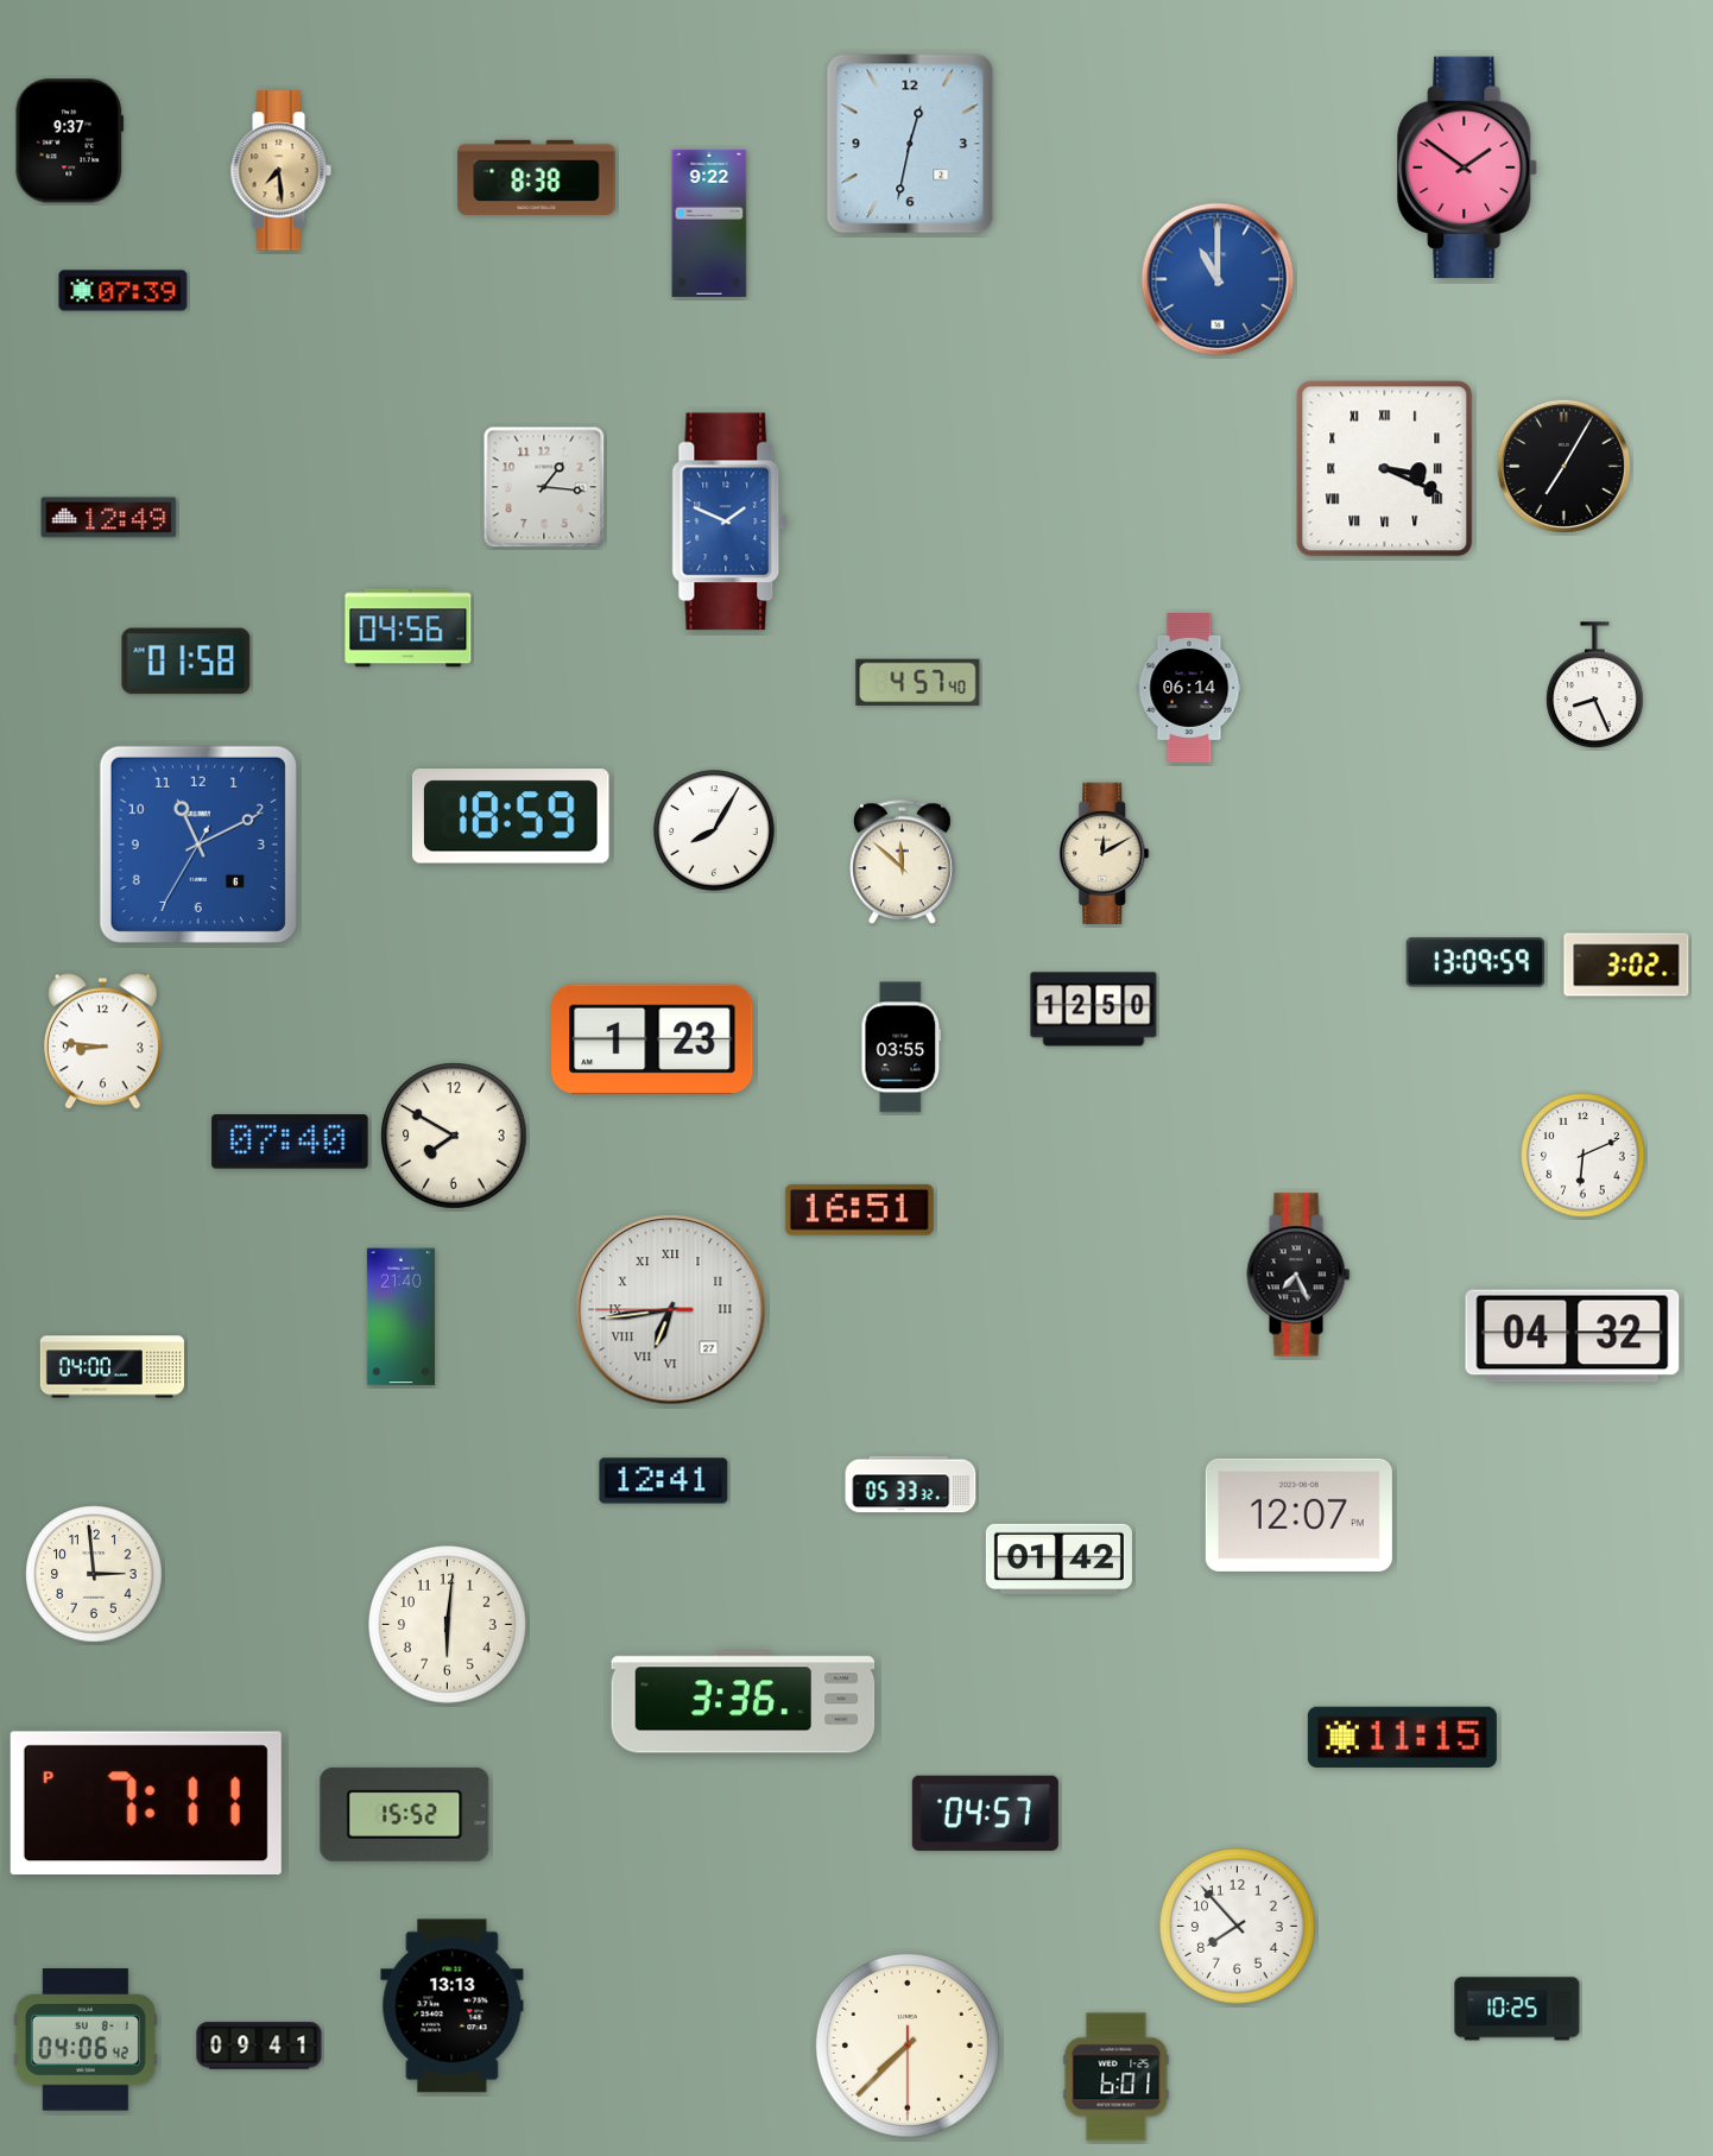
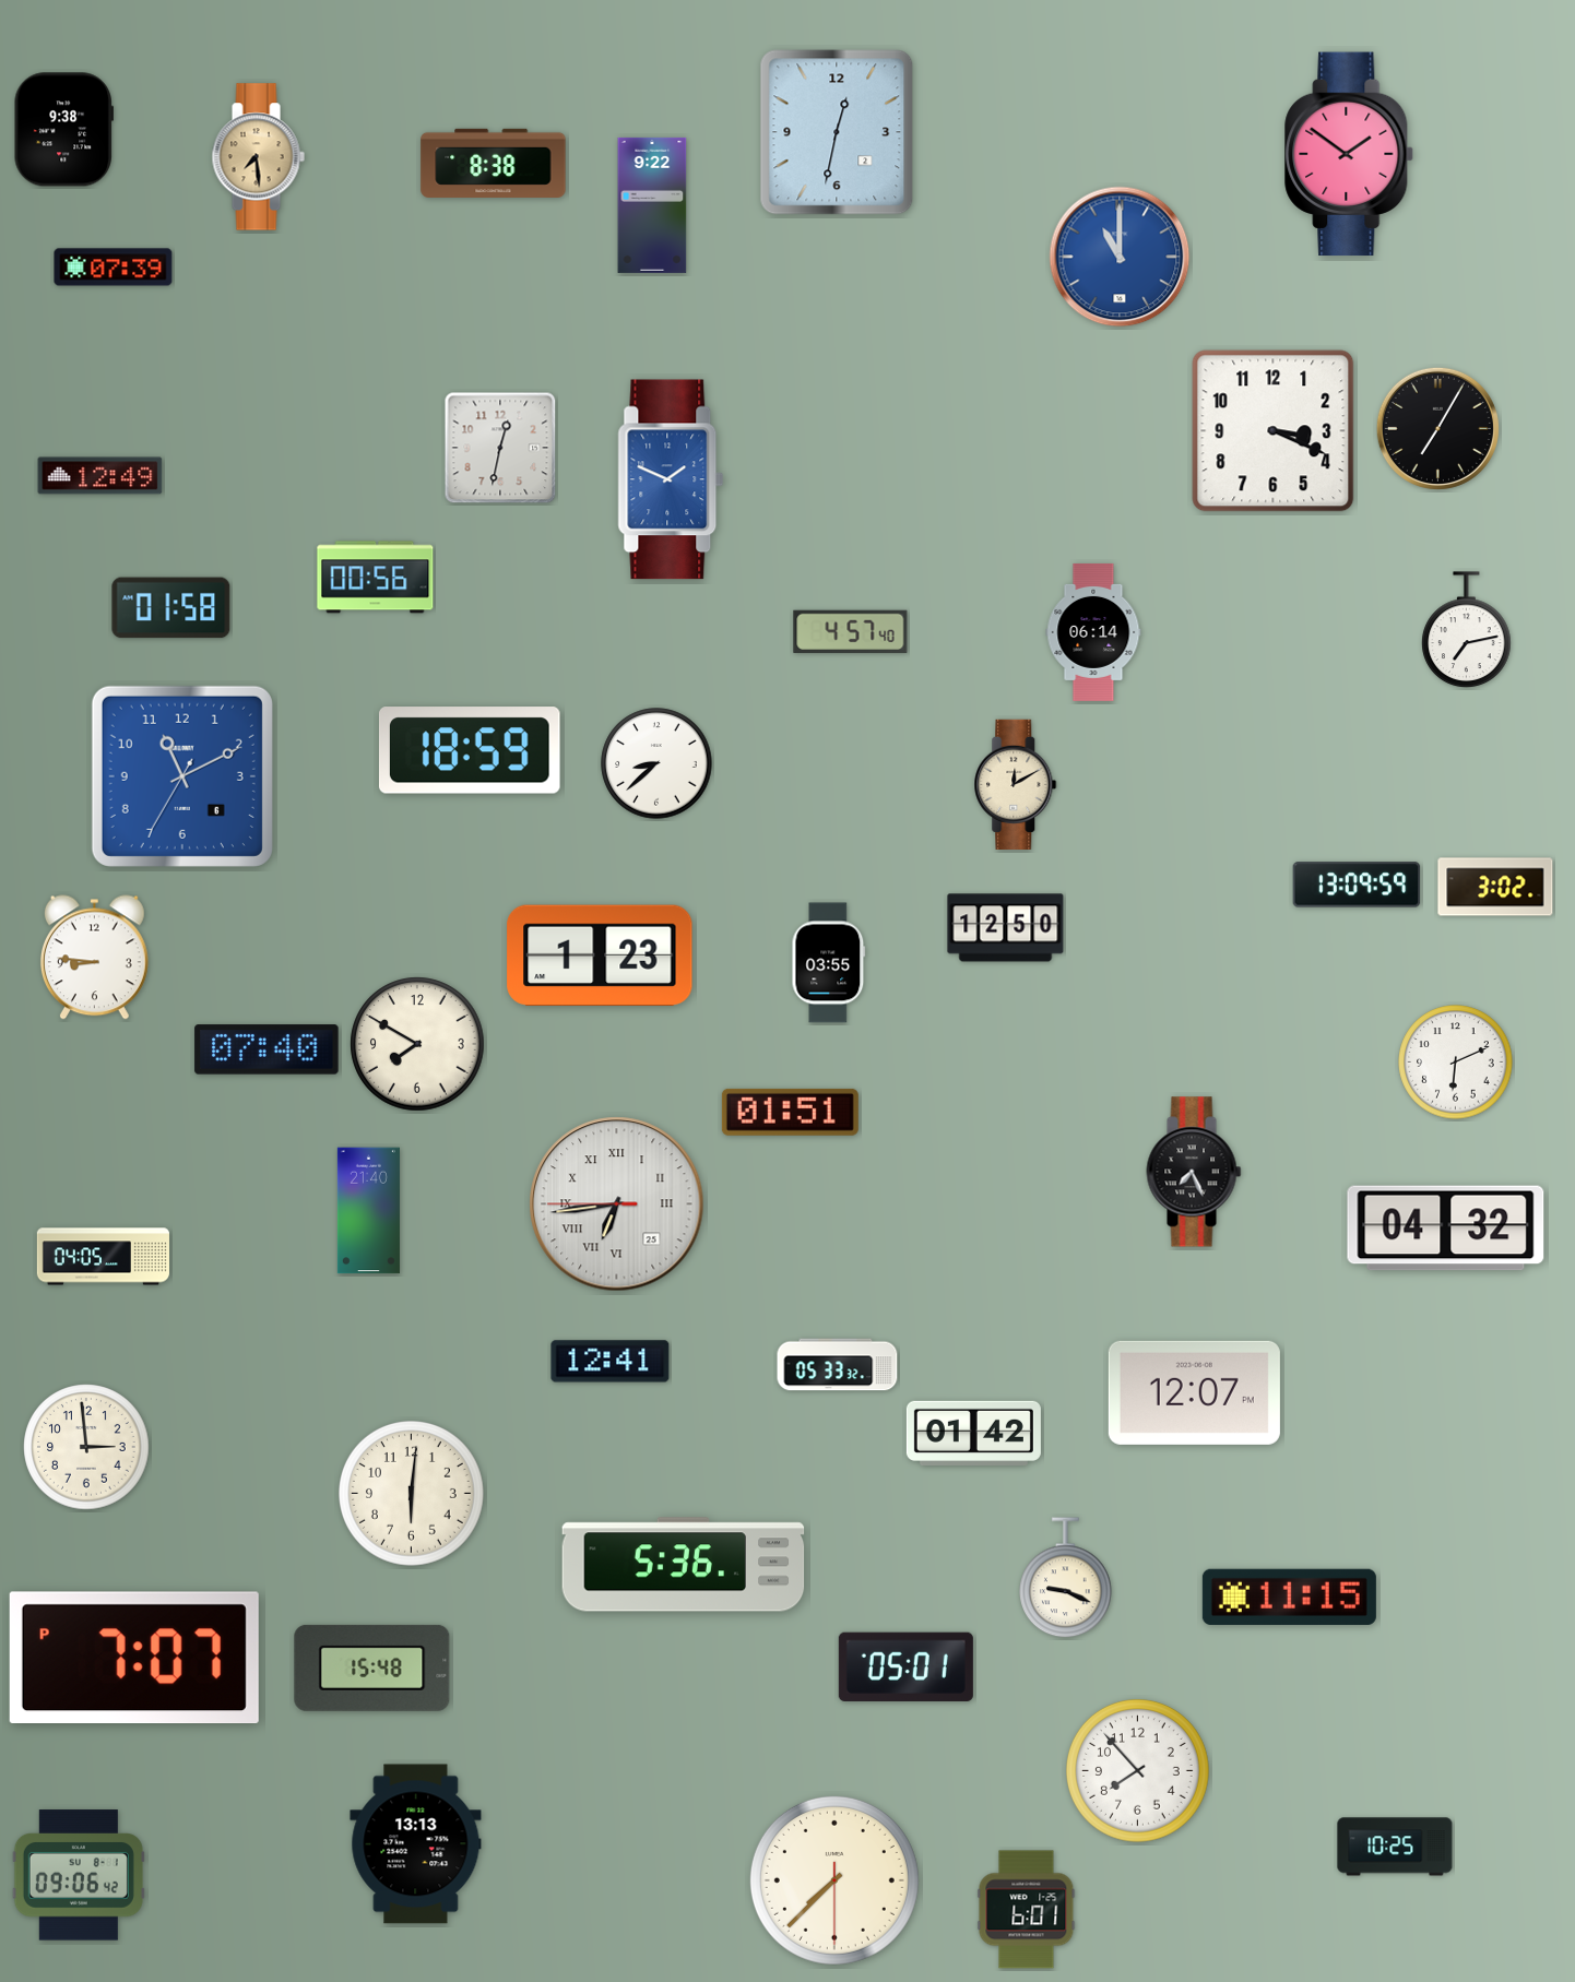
clock at (69, 141): 9:37 -> 9:38
clock at (1385, 469) numerals: Roman -> Arabic
clock at (544, 487): 1:16 -> 12:32
clock at (409, 628): 04:56 -> 00:56
clock at (918, 682) position: (918, 682) -> (851, 631)
clock at (1595, 684): 8:26 -> 7:13
clock at (714, 830): 8:05 -> 8:38
clock at (903, 862): 11:52 -> none
clock at (859, 1209): 16:51 -> 01:51
clock at (671, 1310) date: 27 -> 25
clock at (112, 1367): 04:00 -> 04:05
clock at (744, 1702): 3:36 -> 5:36
clock at (1066, 1578): none -> 9:19
clock at (146, 1802): 7:11 -> 7:07
clock at (985, 1813): 04:57 -> 05:01
clock at (405, 1814): 15:52 -> 15:48
clock at (86, 2040): 04:06 -> 09:06
clock at (259, 2046): 09:41 -> none
